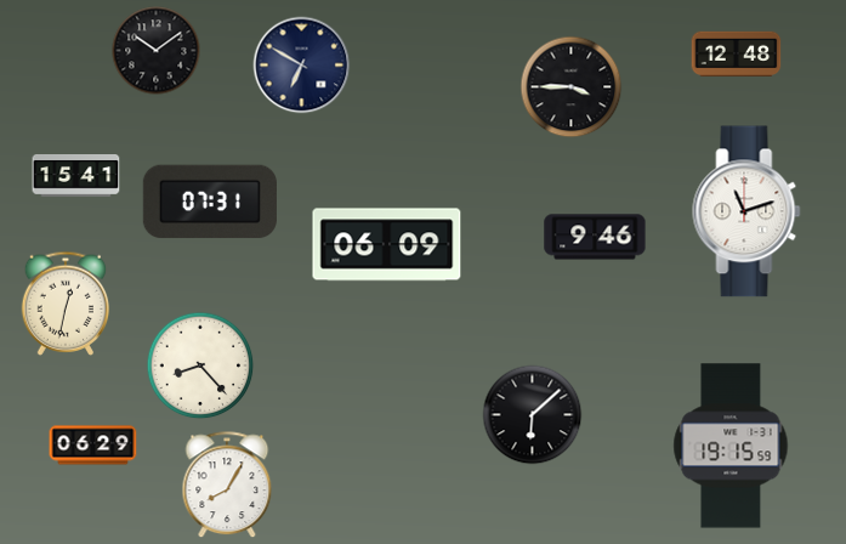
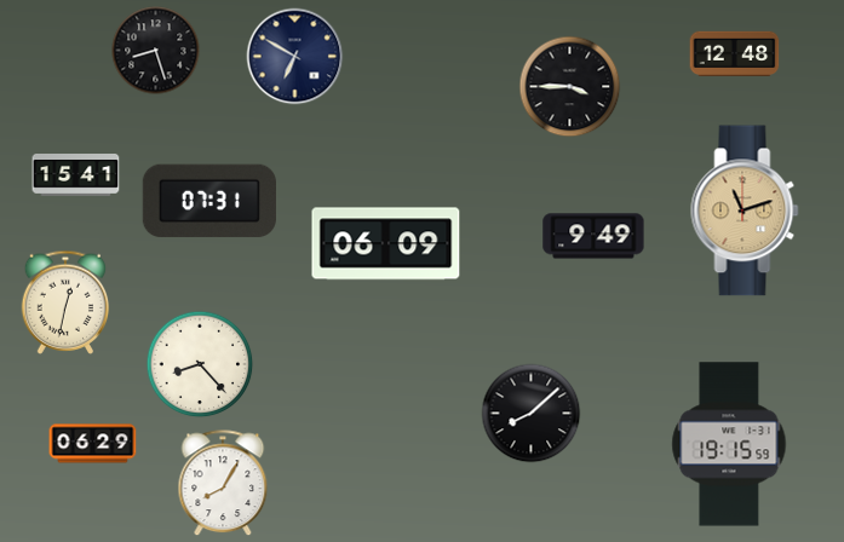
clock at (157, 51): 10:09 -> 8:27
clock at (302, 66) position: (302, 66) -> (295, 57)
clock at (746, 211) dial: white -> champagne
clock at (595, 237): 9:46 -> 9:49
clock at (533, 415): 6:08 -> 8:08
clock at (227, 486) position: (227, 486) -> (223, 484)
